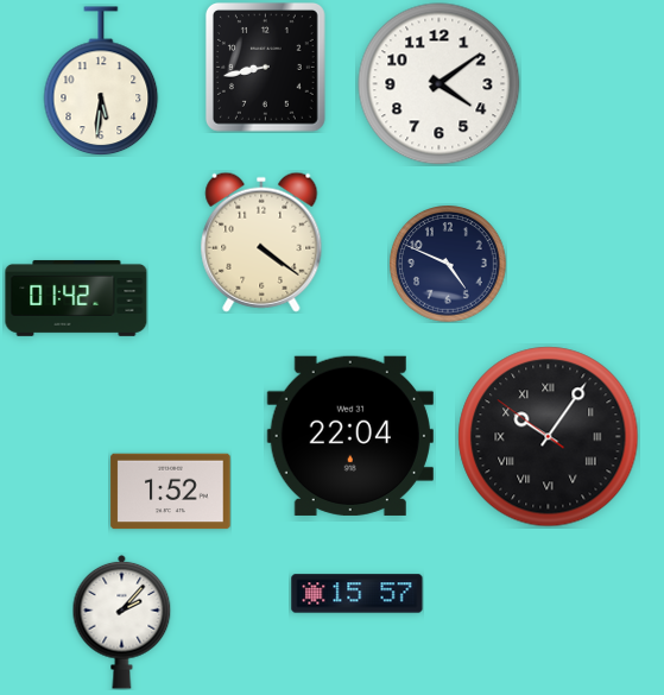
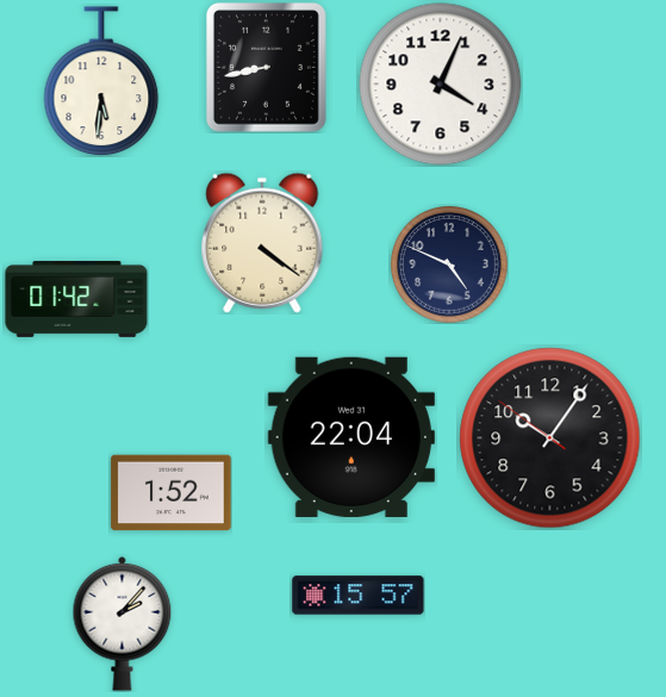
clock at (439, 84): 4:09 -> 4:04
clock at (549, 437) numerals: Roman -> Arabic
